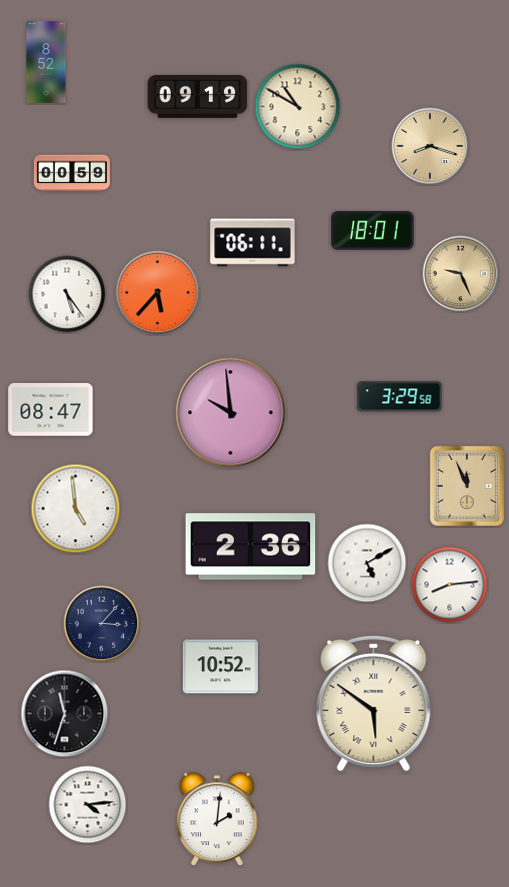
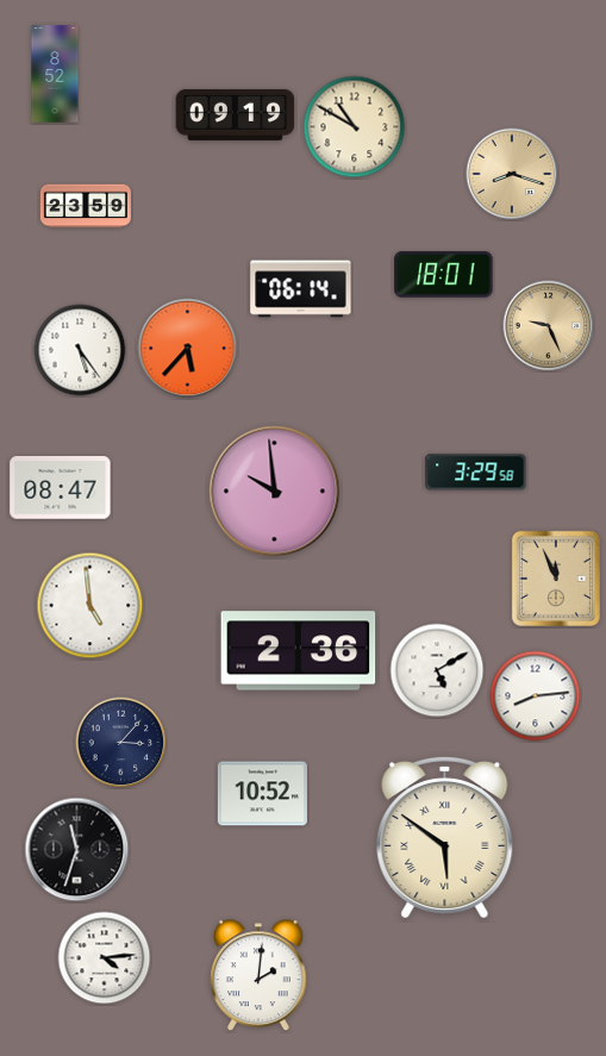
clock at (72, 173): 00:59 -> 23:59
clock at (253, 243): 06:11 -> 06:14
